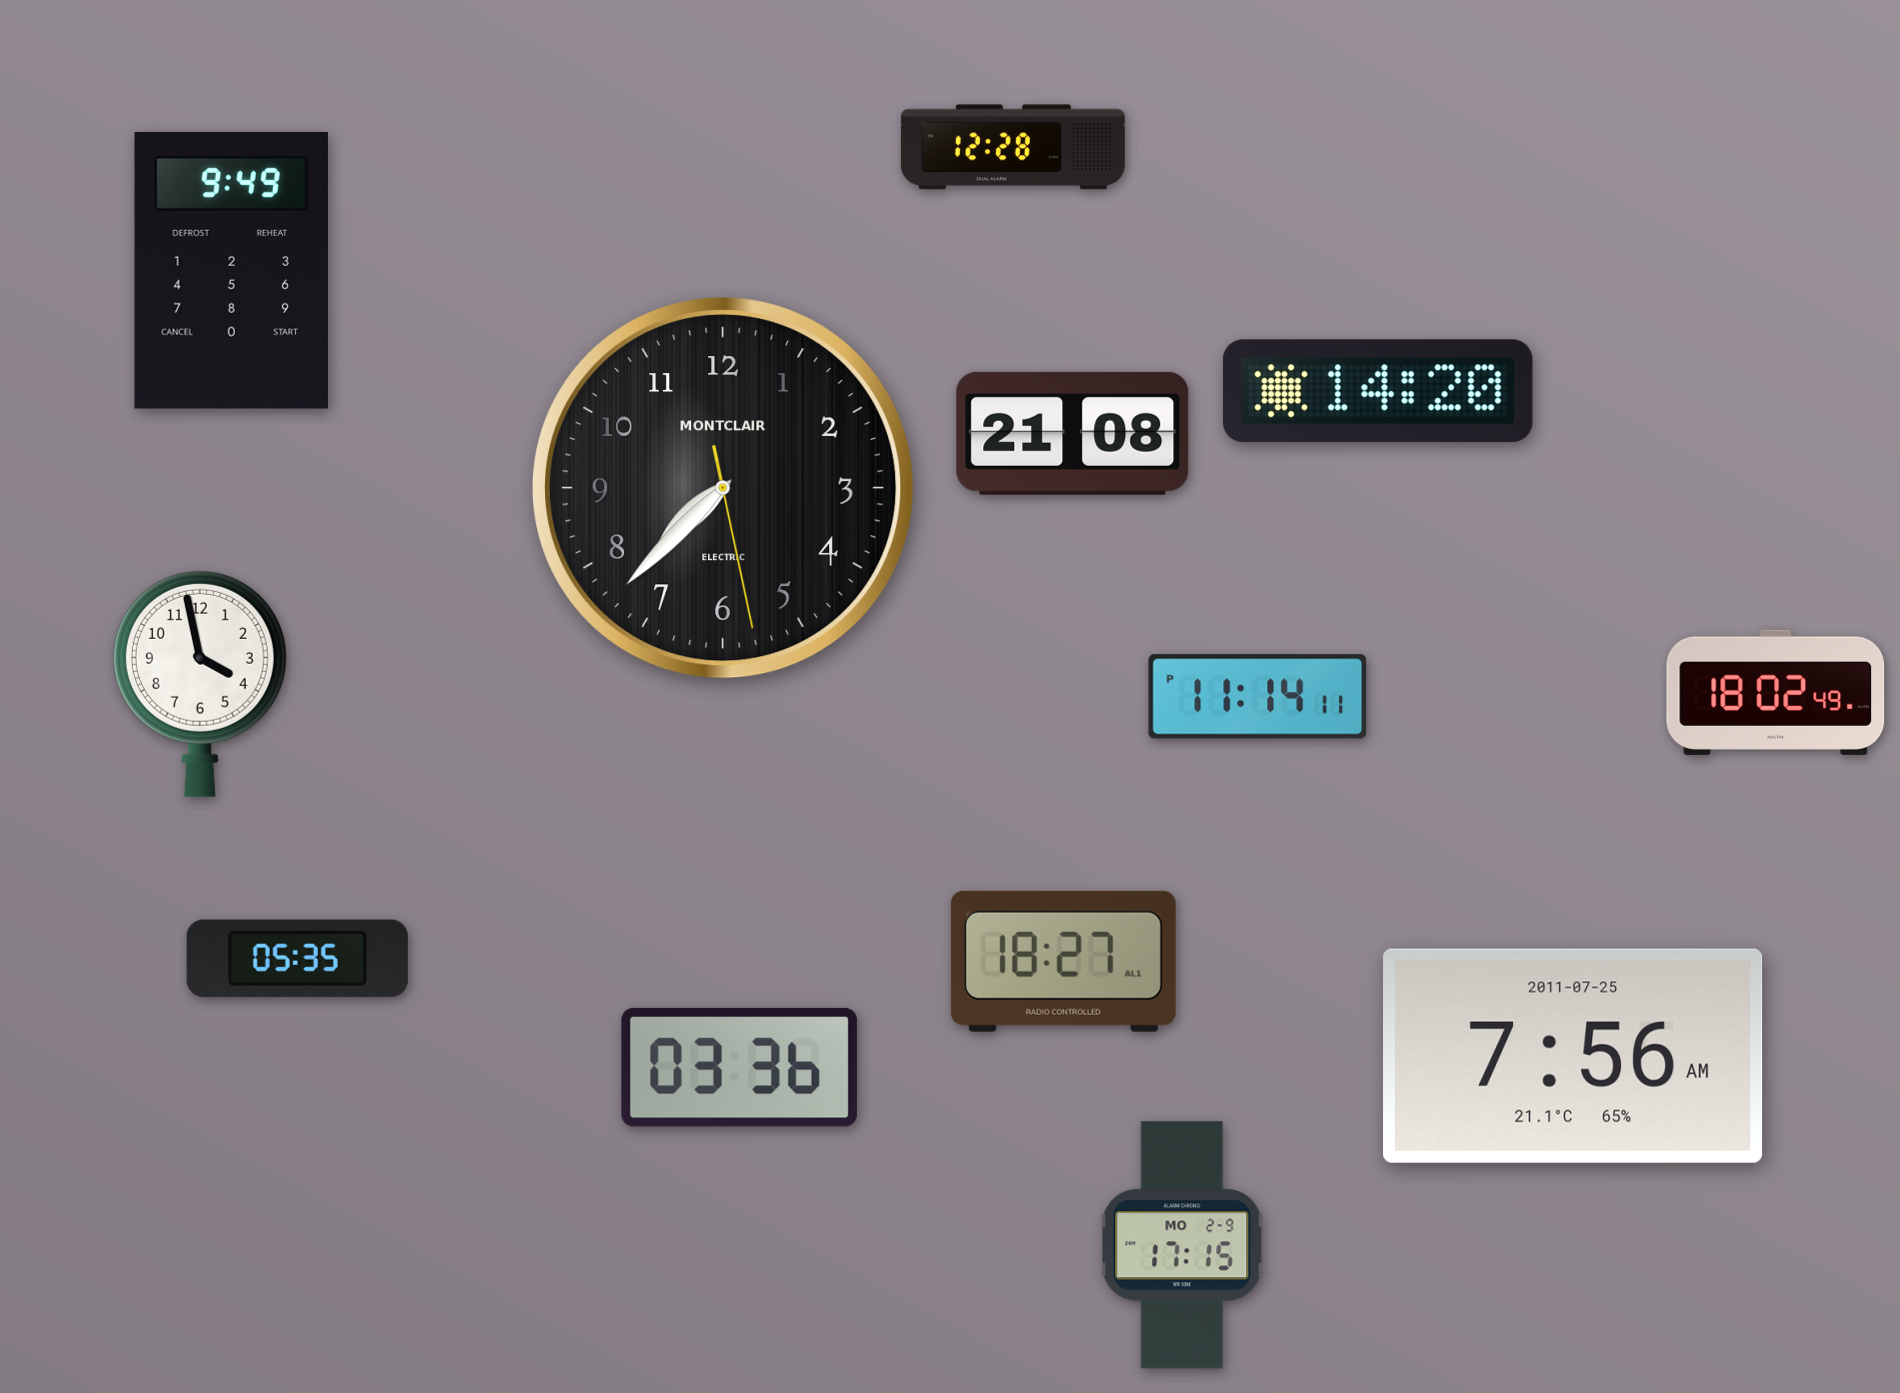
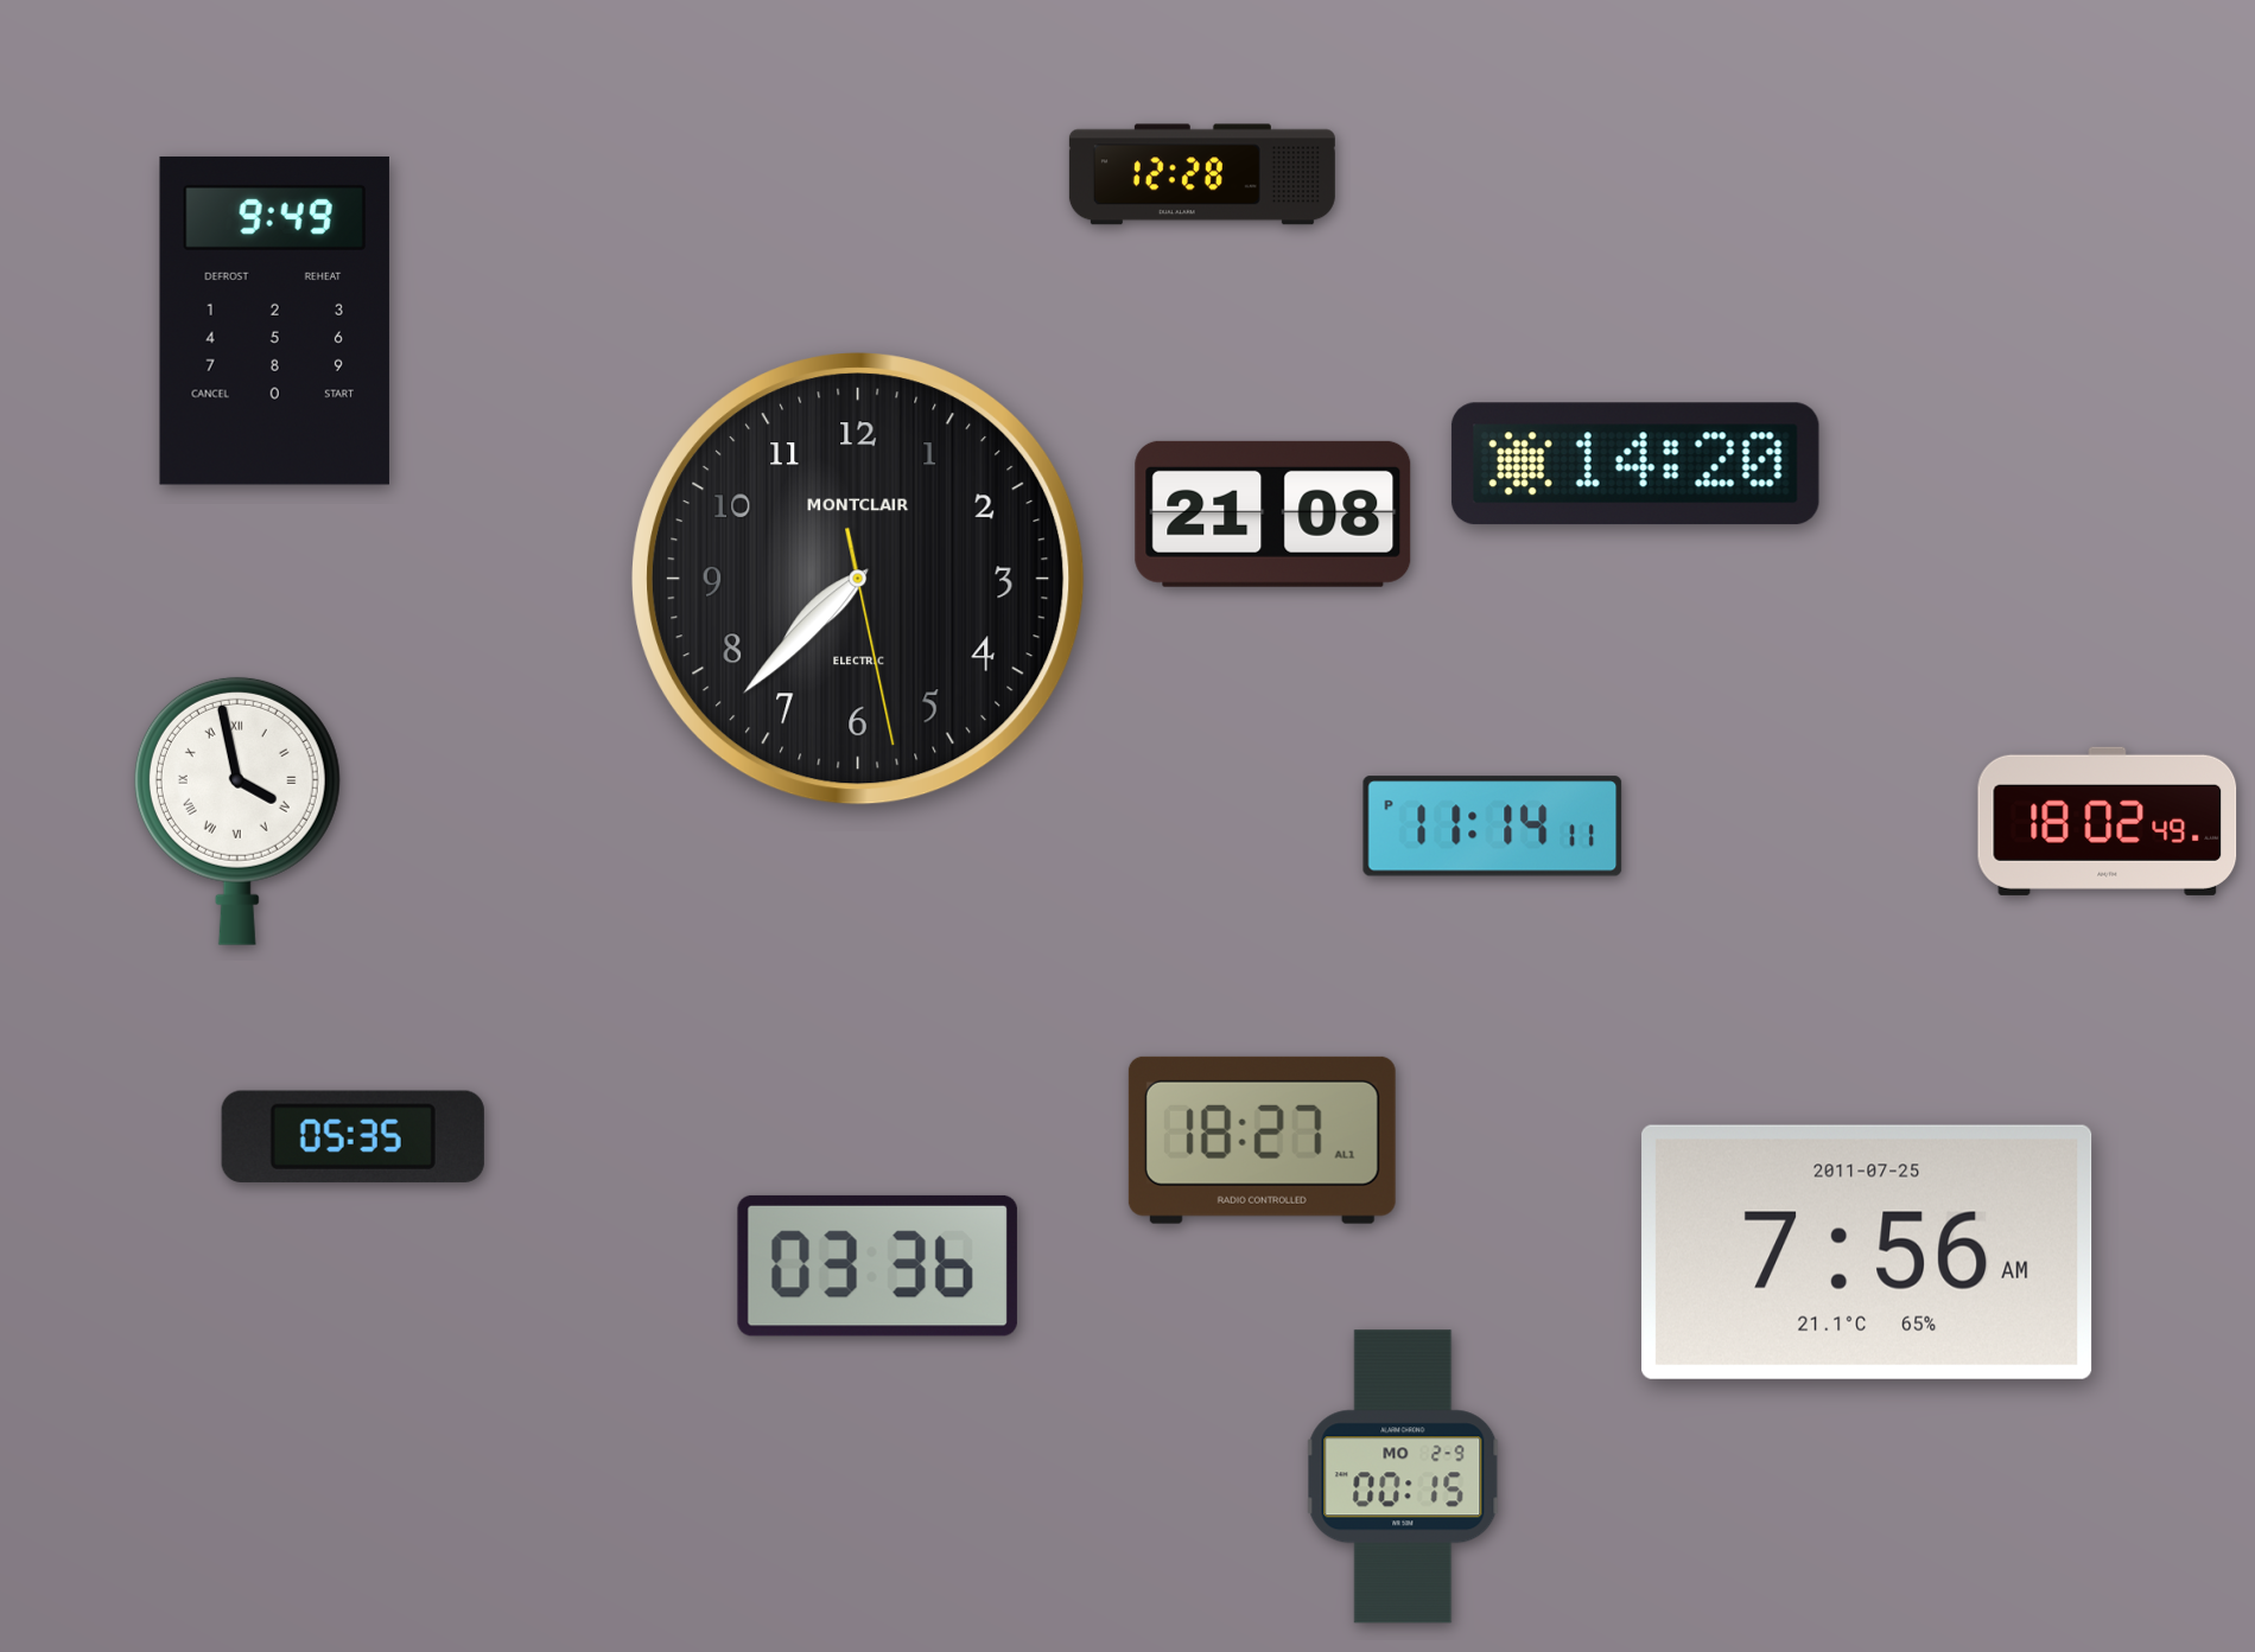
clock at (200, 684) numerals: Arabic -> Roman
clock at (1182, 1245): 17:15 -> 00:15
